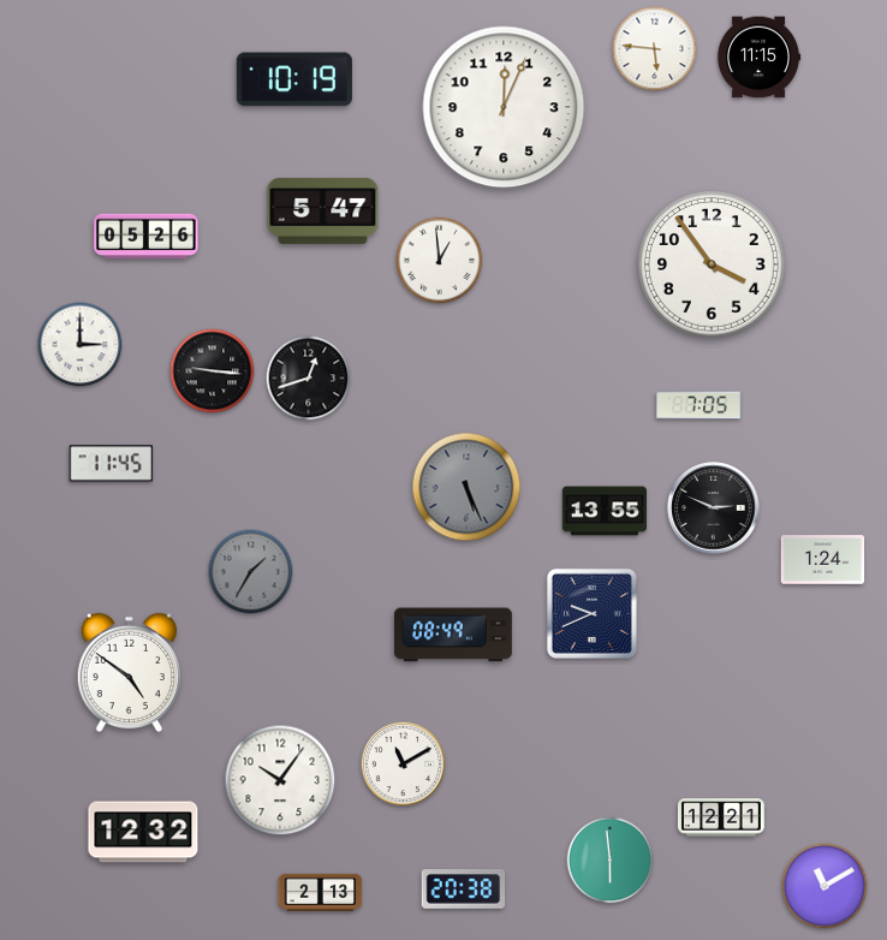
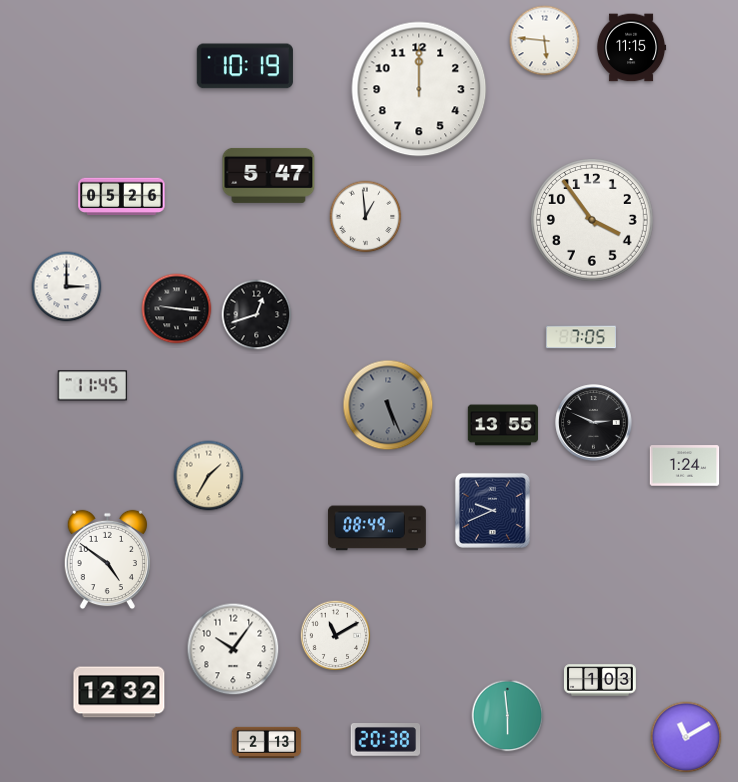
clock at (504, 107): 12:04 -> 12:00
clock at (251, 572) dial: grey -> cream
clock at (721, 817): 12:21 -> 1:03
